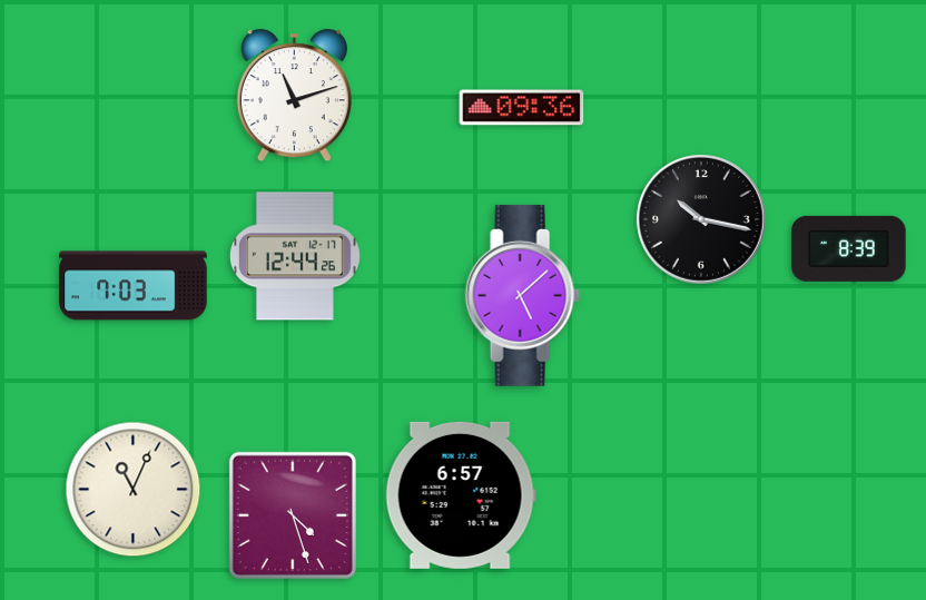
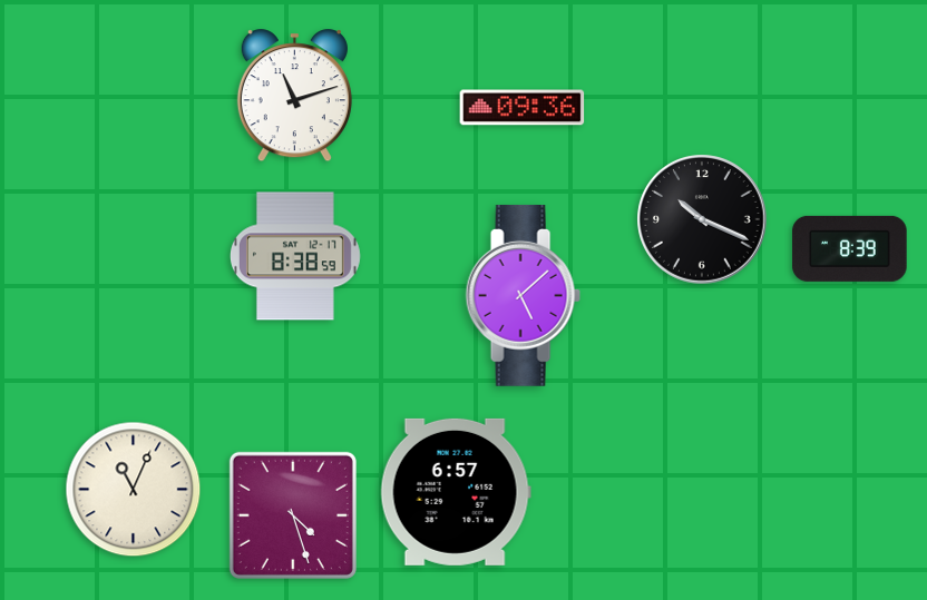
clock at (701, 219): 10:17 -> 10:19
clock at (295, 256): 12:44 -> 8:38
clock at (134, 286): 7:03 -> none
clock at (461, 495) position: (461, 495) -> (456, 492)
